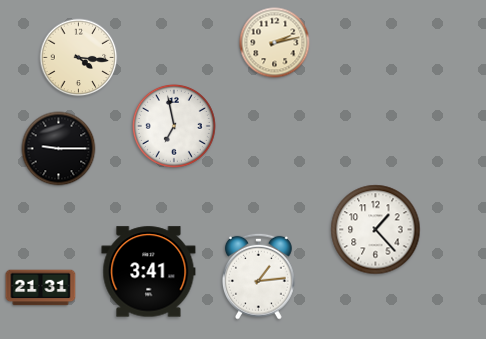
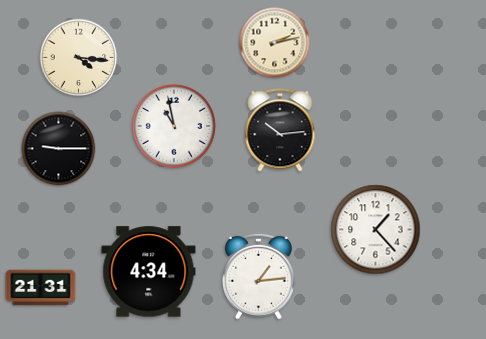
clock at (174, 126): 6:58 -> 10:58
clock at (280, 130): none -> 10:14
clock at (149, 272): 3:41 -> 4:34
